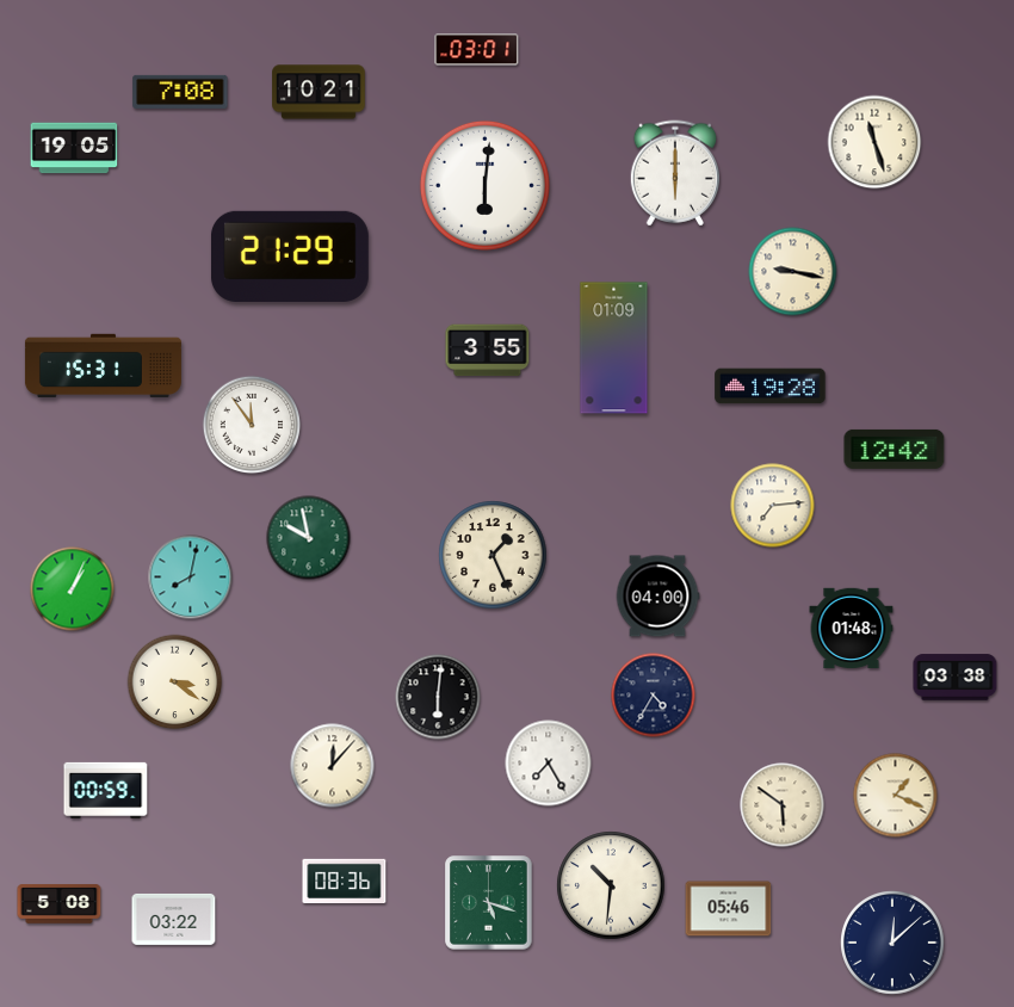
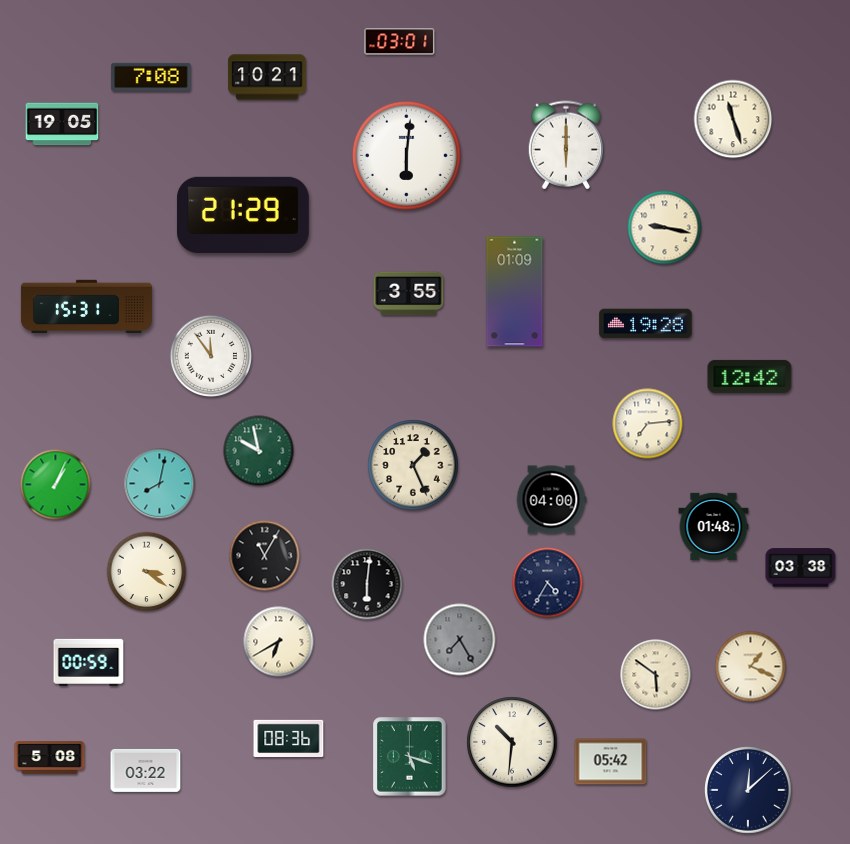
clock at (73, 589) position: (73, 589) -> (56, 485)
clock at (265, 556): none -> 11:05
clock at (549, 764) dial: white -> grey
clock at (333, 766): 12:07 -> 6:40
clock at (729, 909): 05:46 -> 05:42
